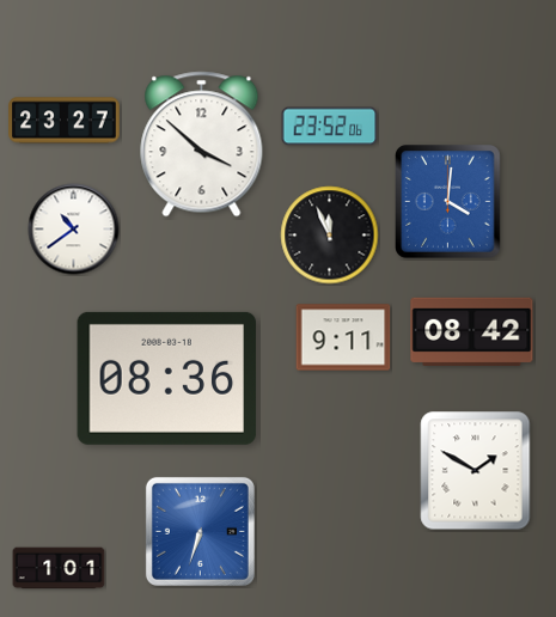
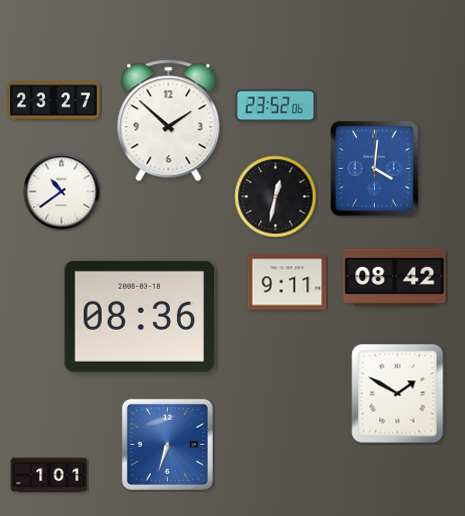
clock at (202, 145): 3:52 -> 1:52
clock at (330, 236): 11:56 -> 12:32
